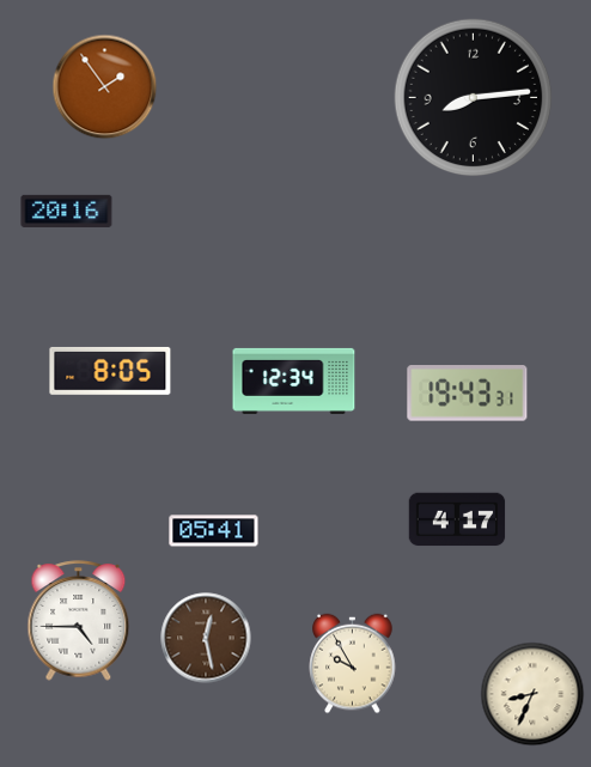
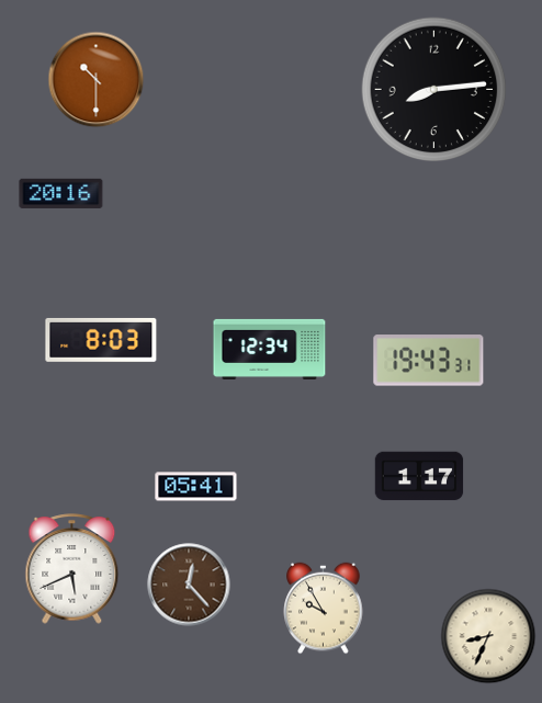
clock at (105, 87): 1:54 -> 10:30
clock at (110, 371): 8:05 -> 8:03
clock at (457, 519): 4:17 -> 1:17
clock at (79, 621): 4:45 -> 5:41
clock at (206, 638): 12:28 -> 12:23
